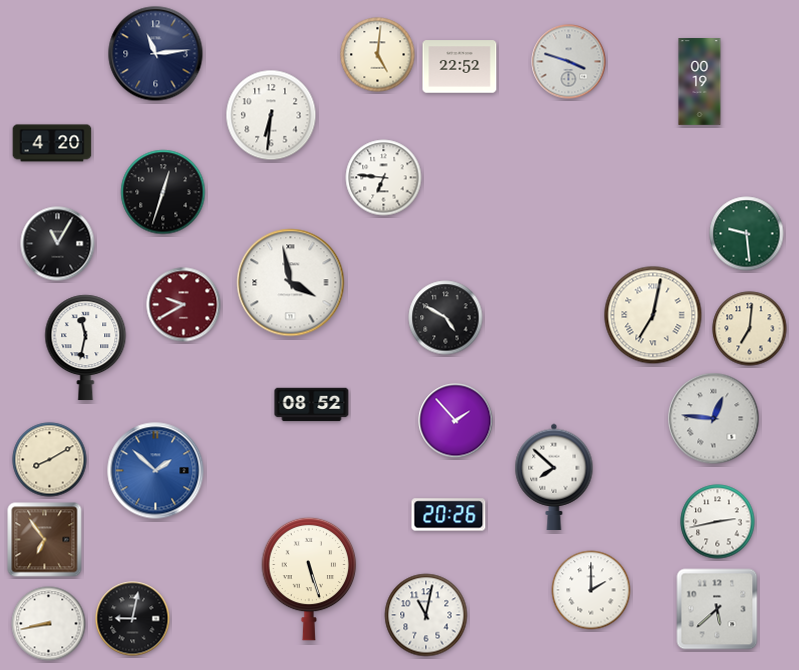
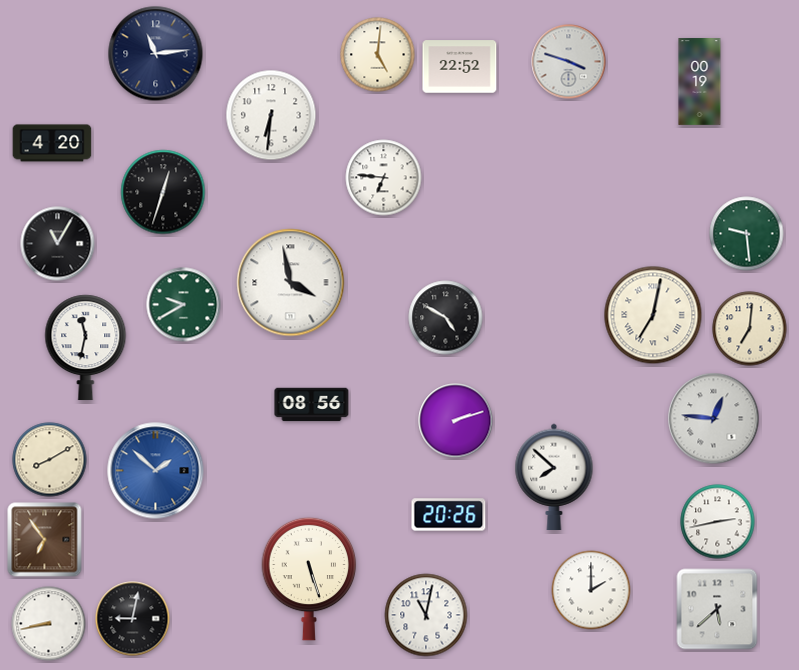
clock at (184, 305) dial: burgundy -> green
clock at (312, 405): 08:52 -> 08:56
clock at (456, 421): 1:53 -> 2:12
